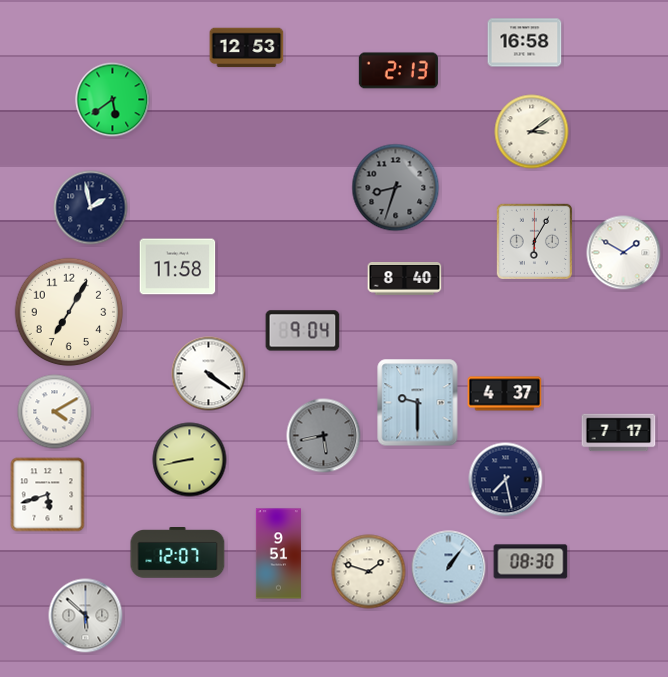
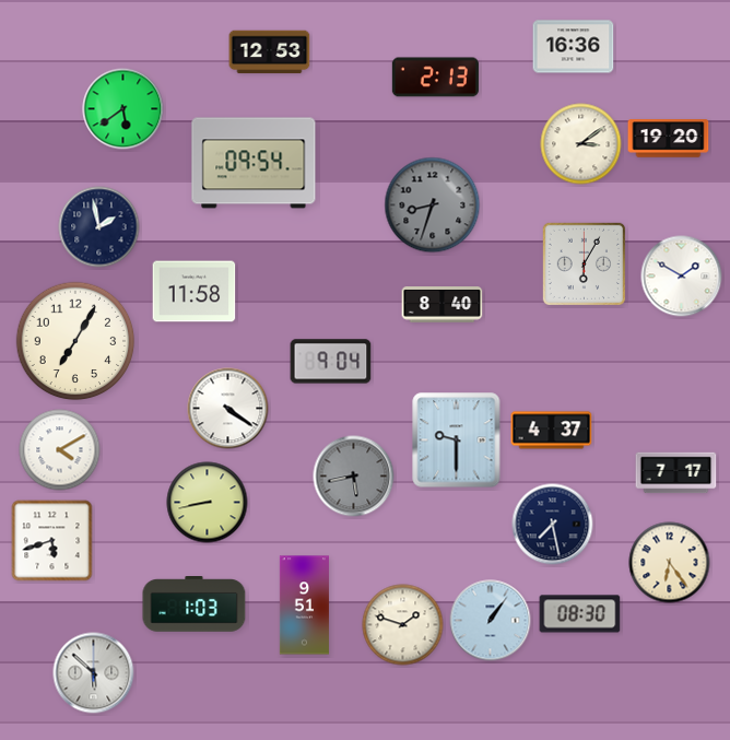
clock at (525, 43): 16:58 -> 16:36
clock at (669, 139): none -> 19:20
clock at (254, 163): none -> 09:54
clock at (670, 563): none -> 6:24
clock at (178, 553): 12:07 -> 1:03
